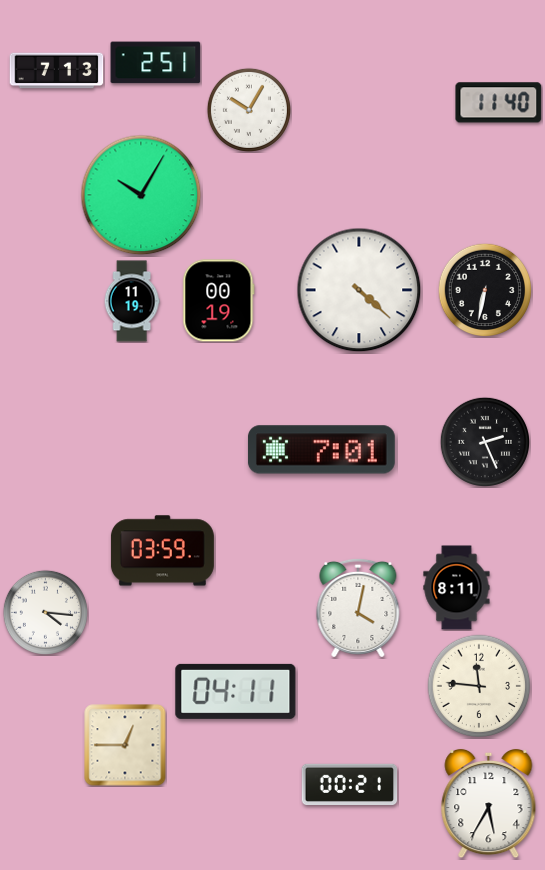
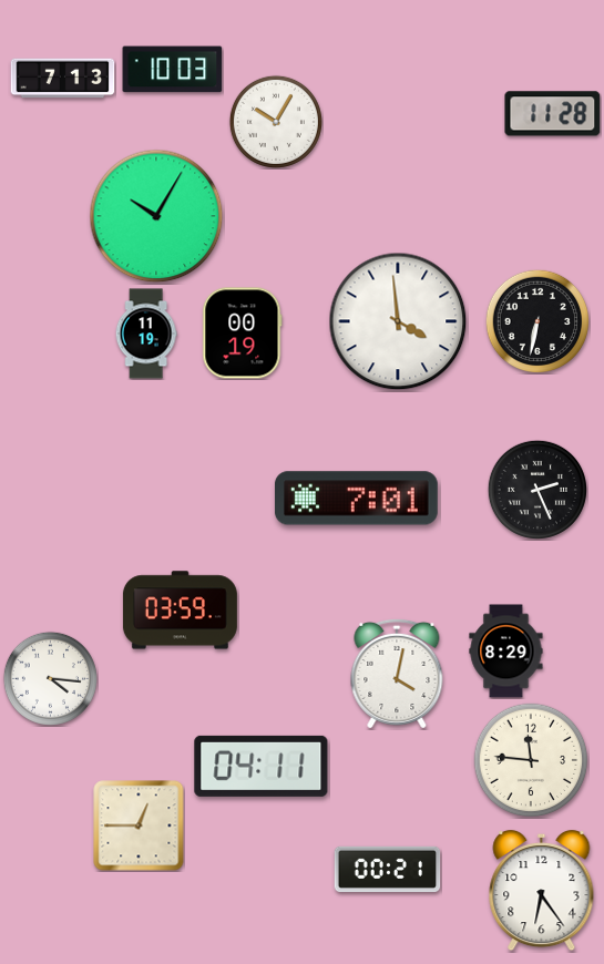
clock at (156, 63): 2:51 -> 10:03
clock at (499, 103): 11:40 -> 11:28
clock at (359, 290): 4:22 -> 3:59
clock at (457, 588): 8:11 -> 8:29
clock at (489, 804): 5:35 -> 6:24
